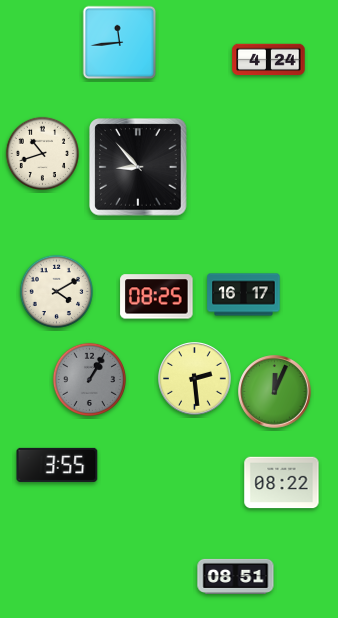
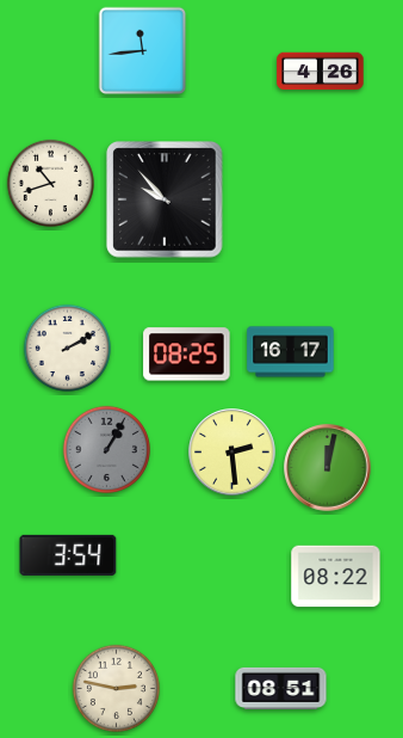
clock at (269, 60): 4:24 -> 4:26
clock at (138, 167): 8:53 -> 9:53
clock at (56, 291): 4:10 -> 2:10
clock at (89, 379) position: (89, 379) -> (106, 449)
clock at (275, 392): 12:04 -> 12:02
clock at (57, 465): 3:55 -> 3:54
clock at (116, 688): none -> 2:47
